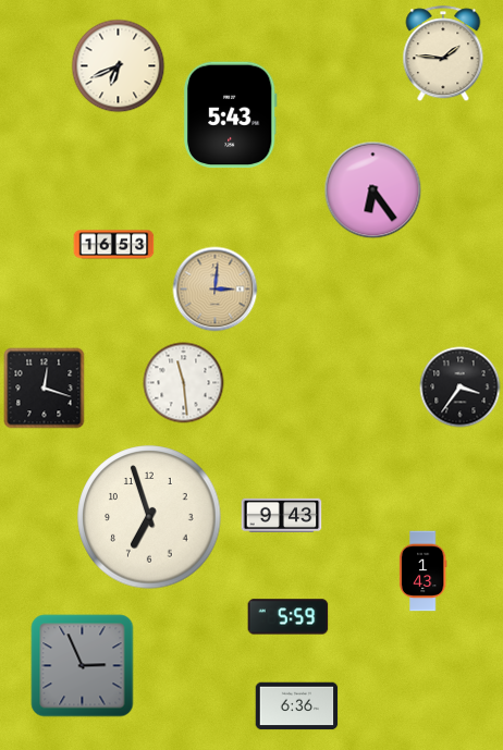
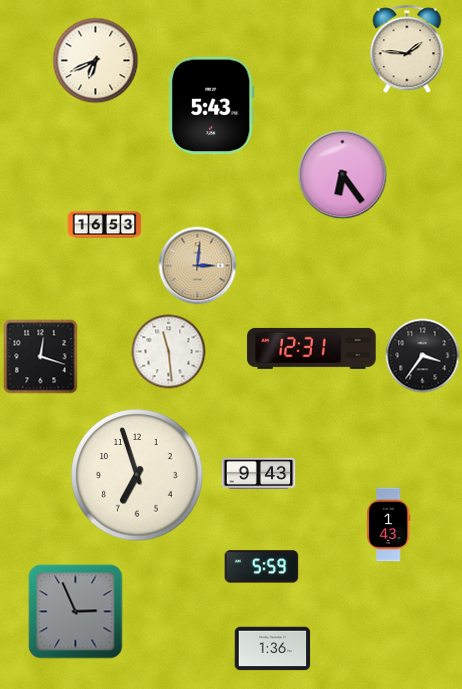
clock at (119, 66) position: (119, 66) -> (96, 61)
clock at (312, 348): none -> 12:31
clock at (289, 617) position: (289, 617) -> (262, 567)
clock at (297, 706): 6:36 -> 1:36
